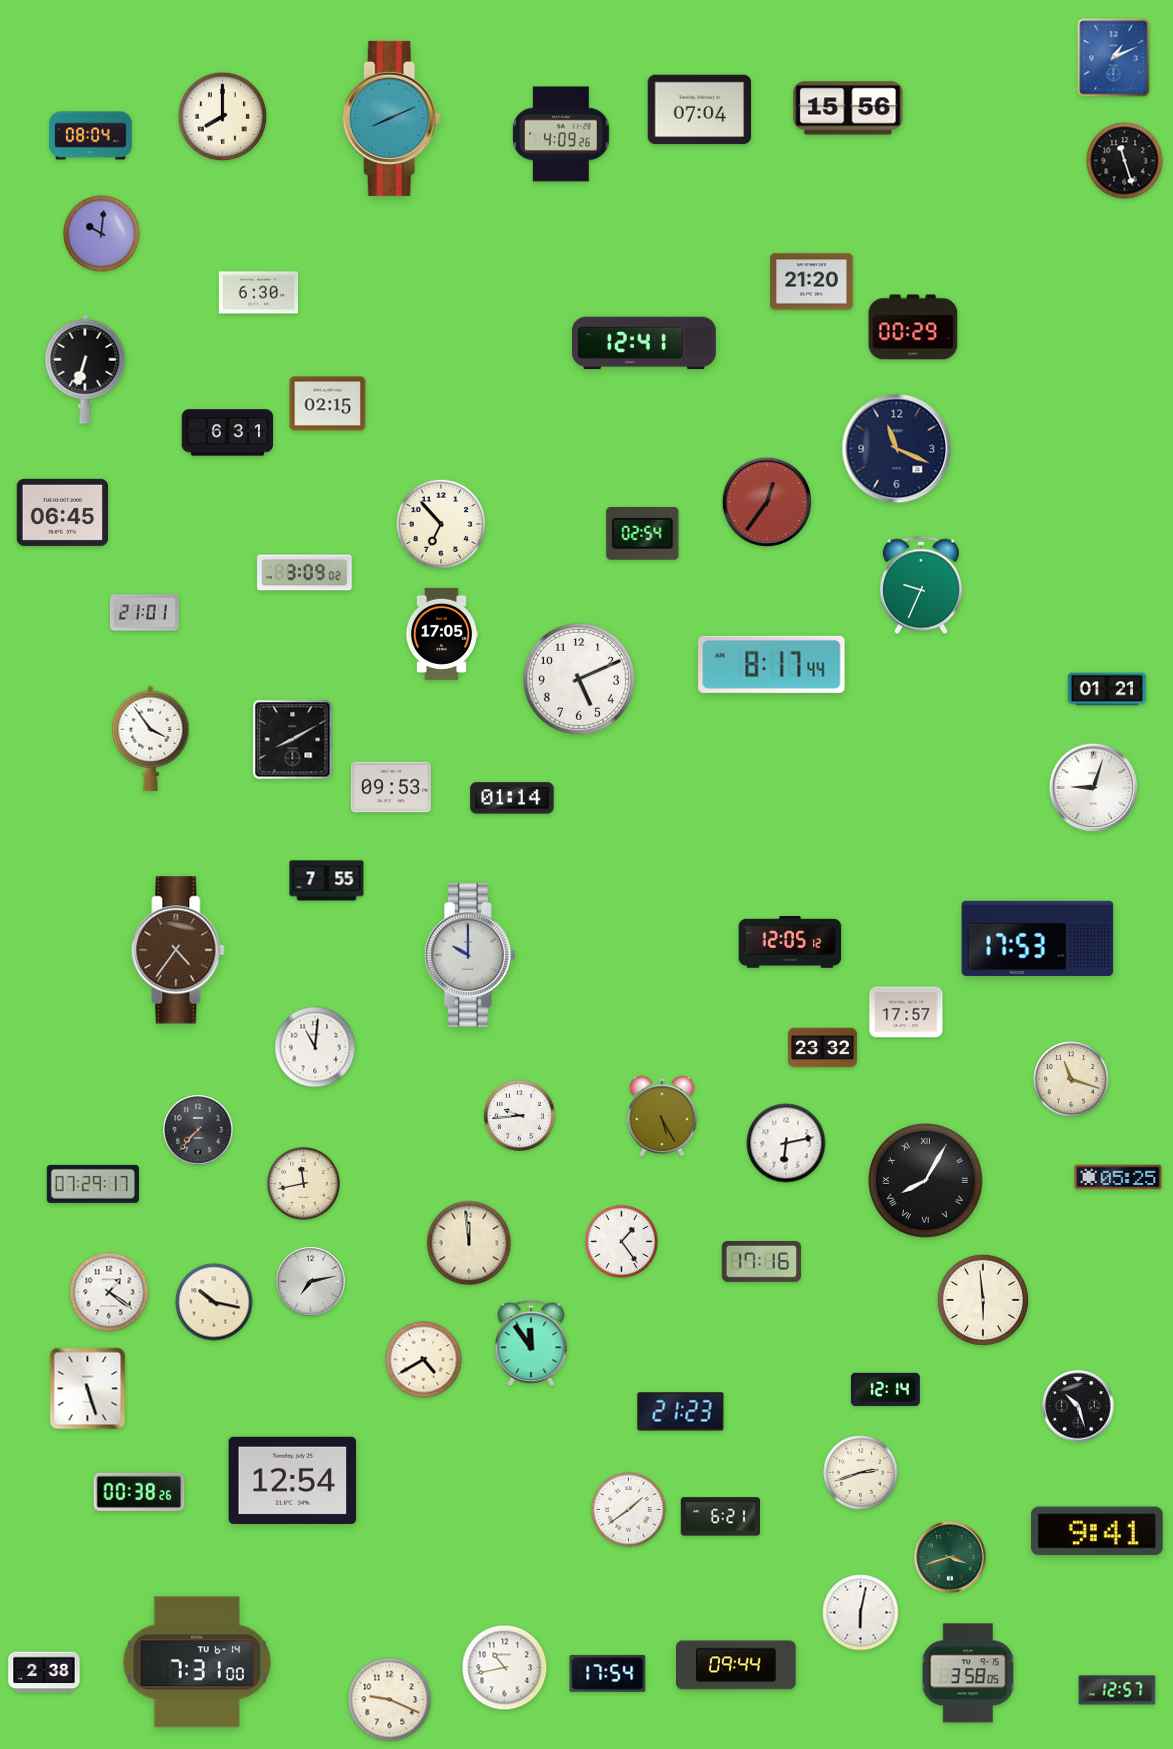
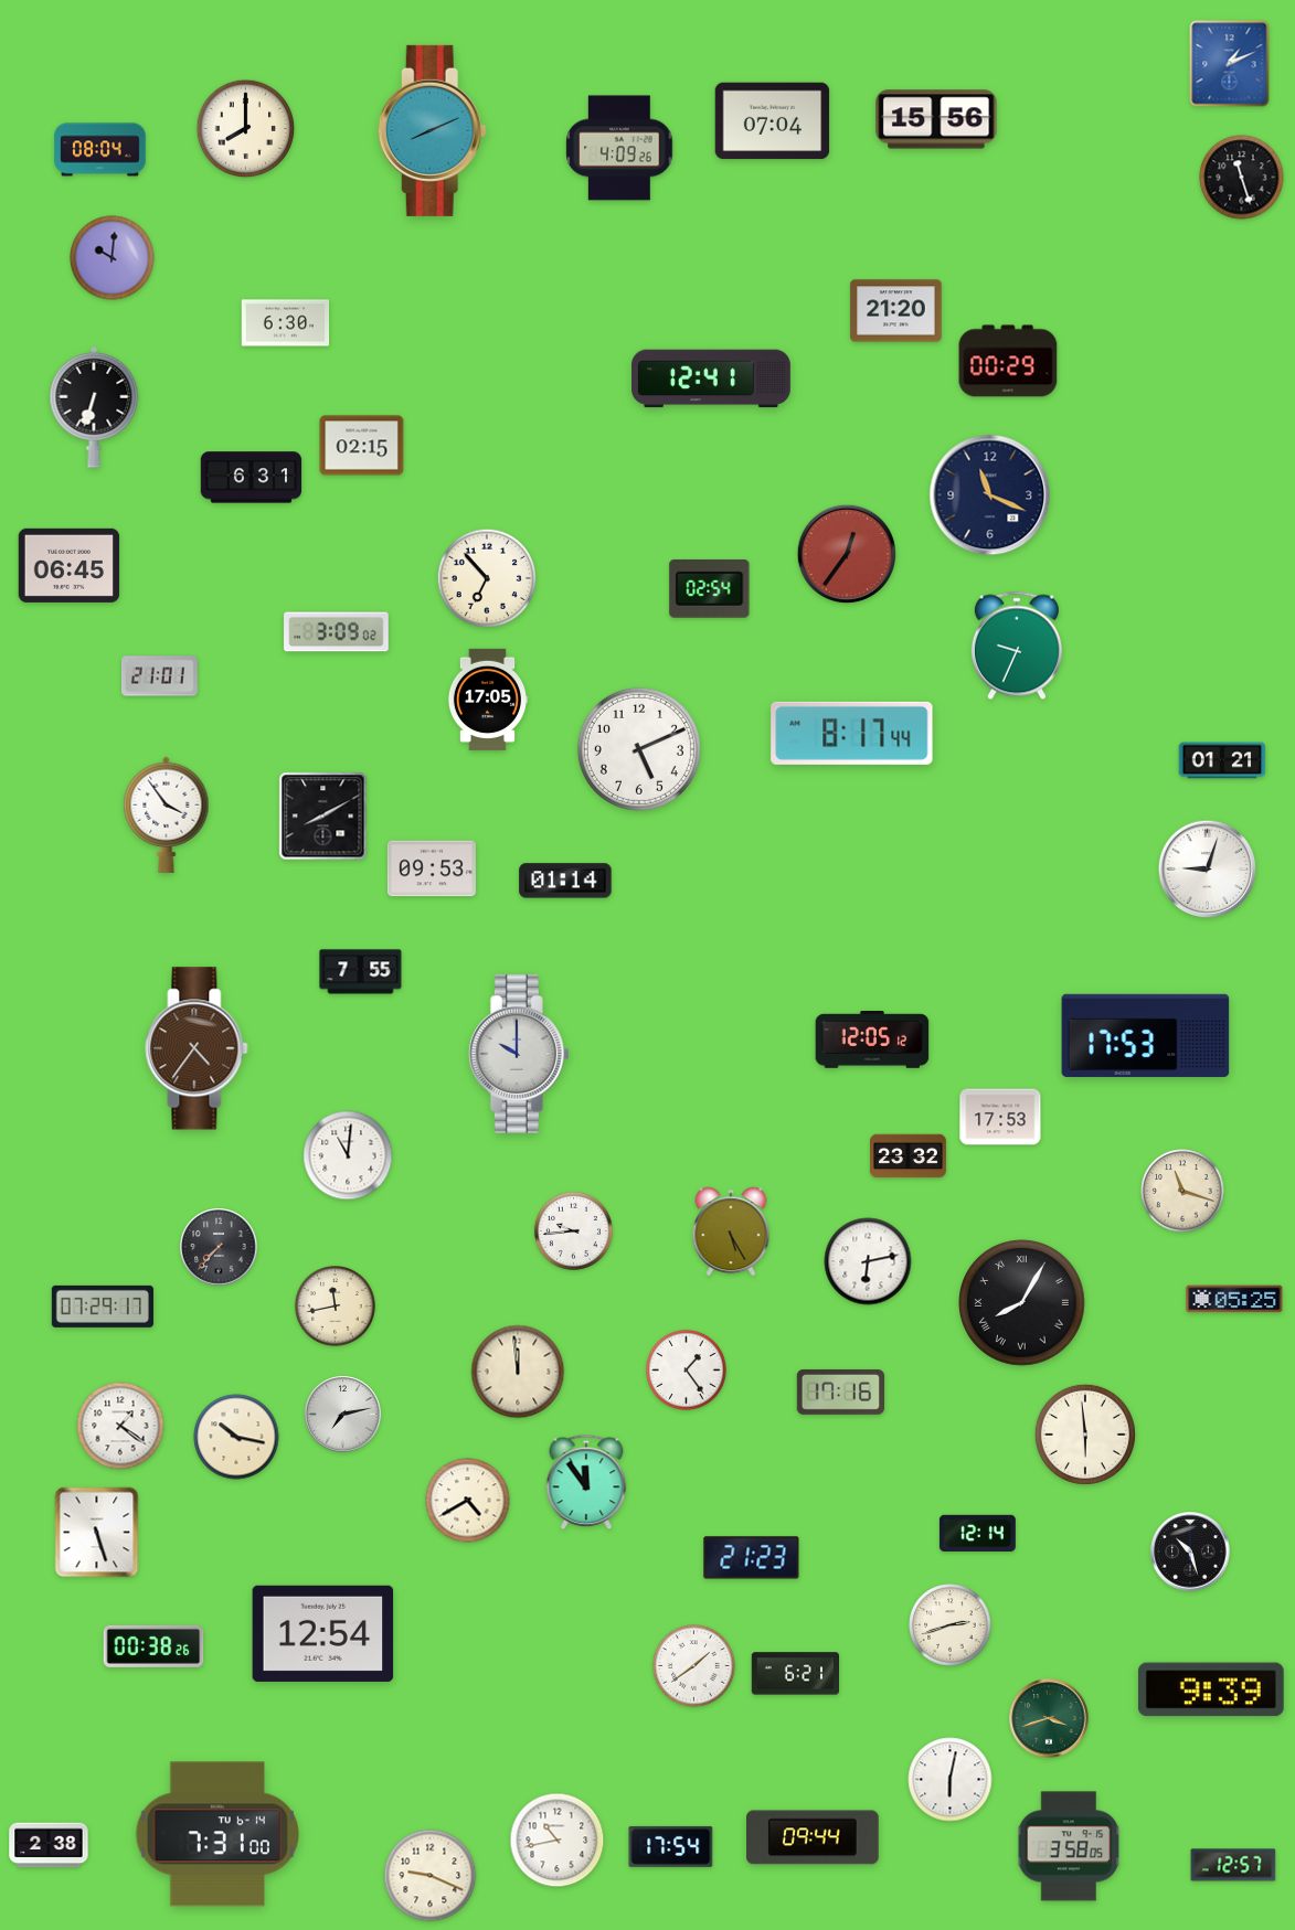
clock at (906, 1012): 17:57 -> 17:53
clock at (1097, 1531): 9:41 -> 9:39
